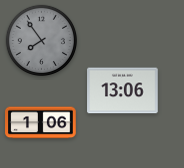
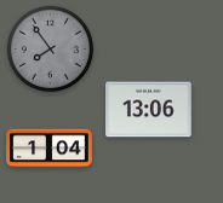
clock at (41, 123): 1:06 -> 1:04
